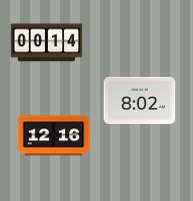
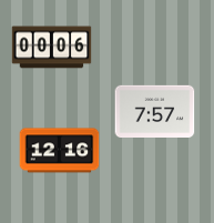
clock at (47, 43): 00:14 -> 00:06
clock at (140, 101): 8:02 -> 7:57
